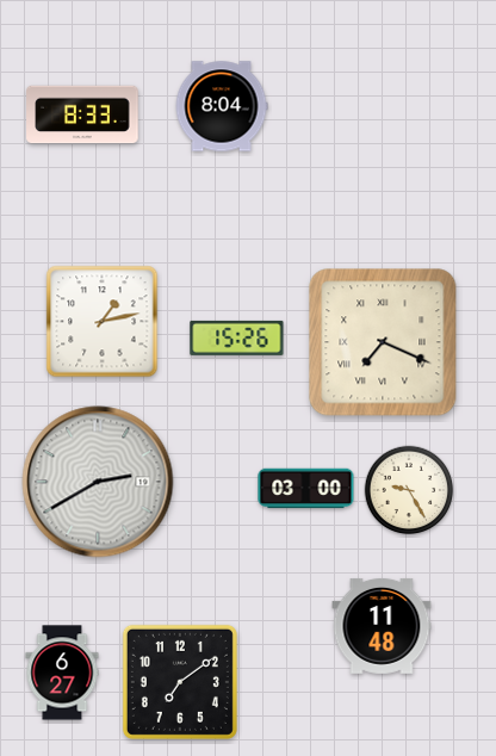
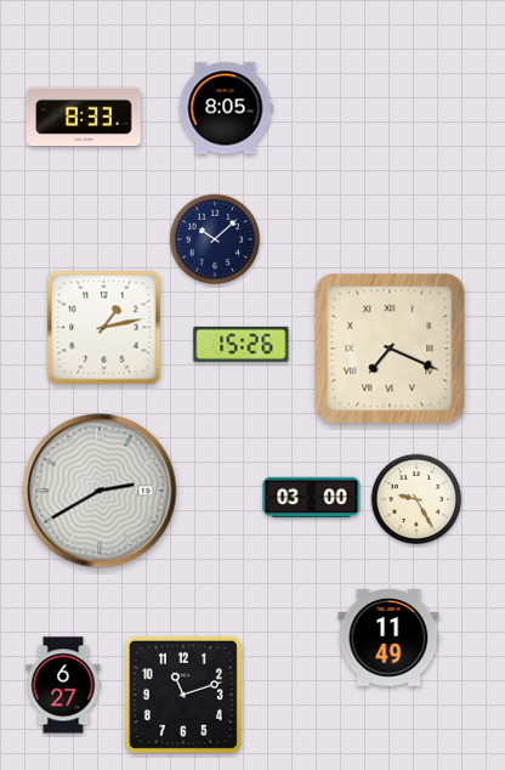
clock at (222, 106): 8:04 -> 8:05
clock at (215, 239): none -> 10:08
clock at (382, 626): 11:48 -> 11:49
clock at (180, 682): 7:09 -> 11:12
